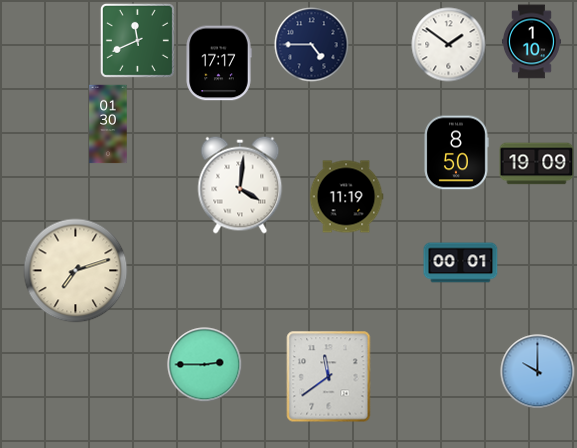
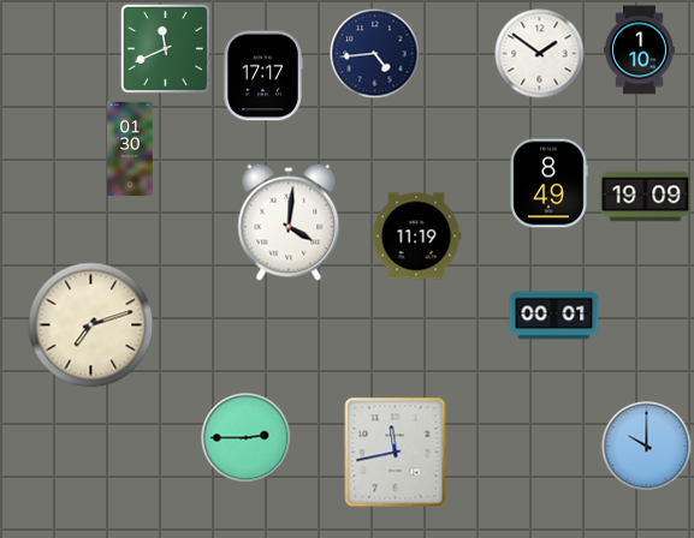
clock at (312, 45): 4:45 -> 4:44
clock at (456, 153): 8:50 -> 8:49
clock at (329, 377): 11:39 -> 11:43
